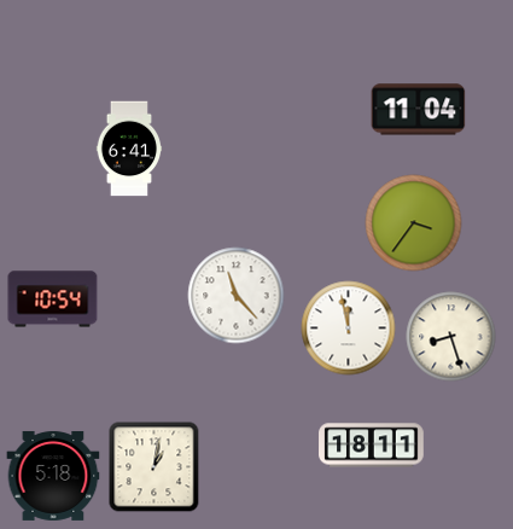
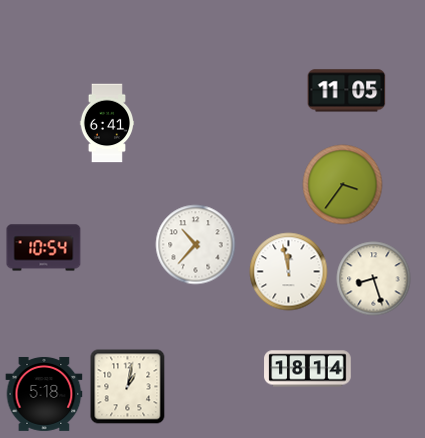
clock at (419, 110): 11:04 -> 11:05
clock at (237, 296): 11:23 -> 10:37
clock at (372, 446): 18:11 -> 18:14
